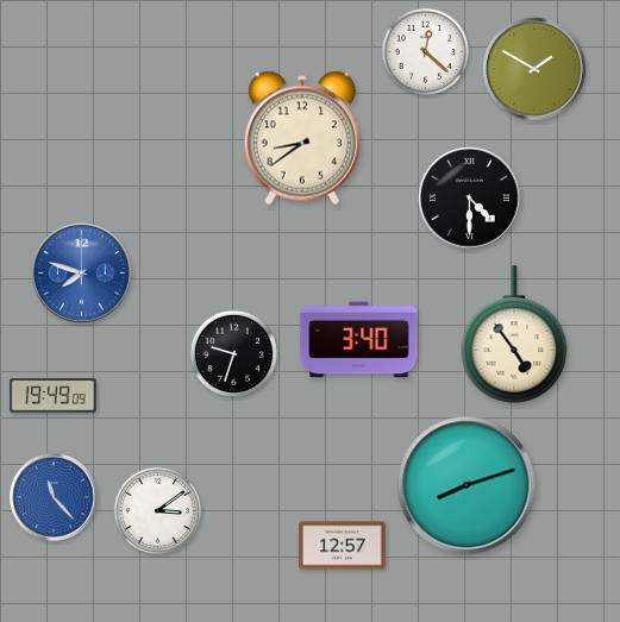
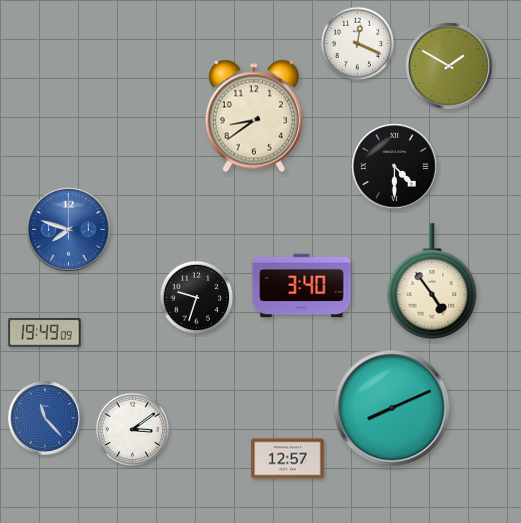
clock at (426, 52): 12:22 -> 12:19
clock at (534, 69) position: (534, 69) -> (449, 66)
clock at (466, 485): 8:12 -> 8:11
